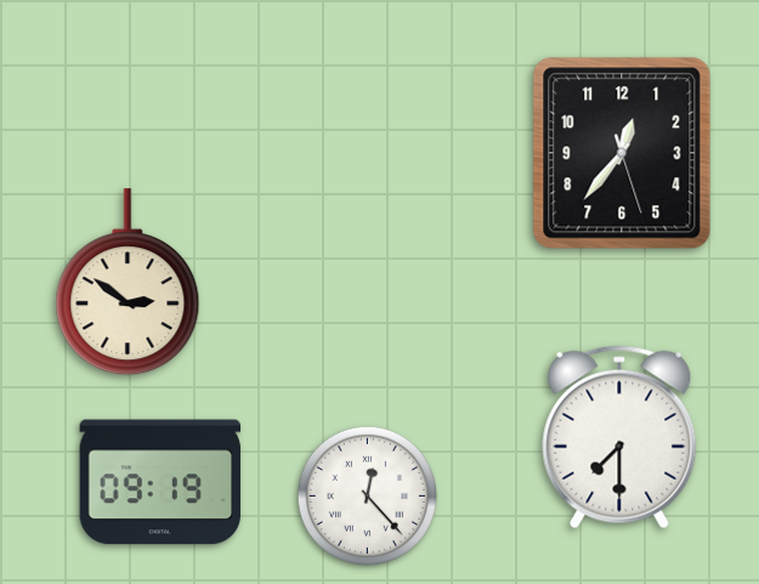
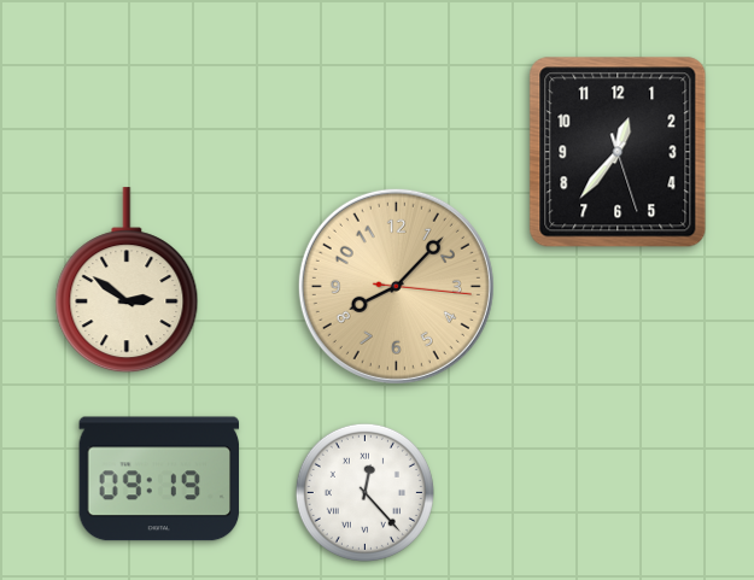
clock at (396, 286): none -> 8:07
clock at (619, 437): 7:30 -> none
